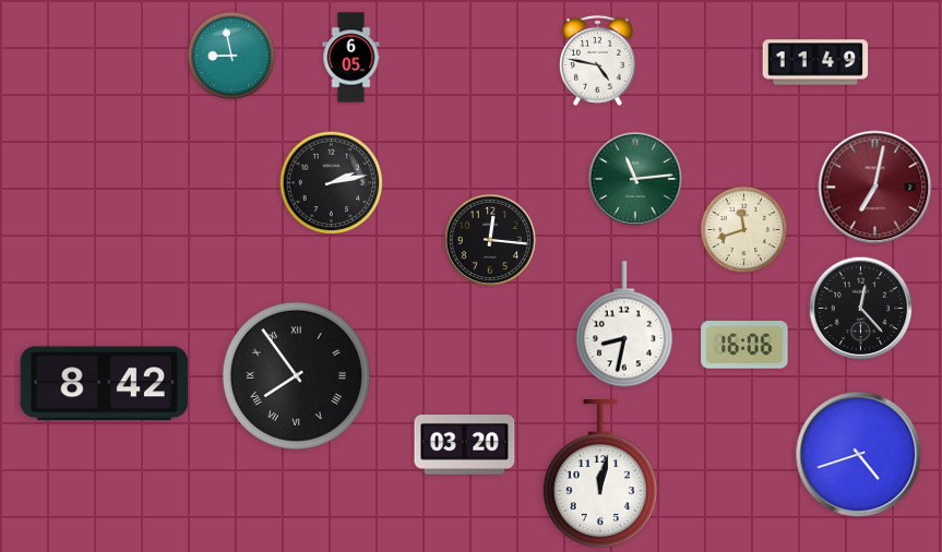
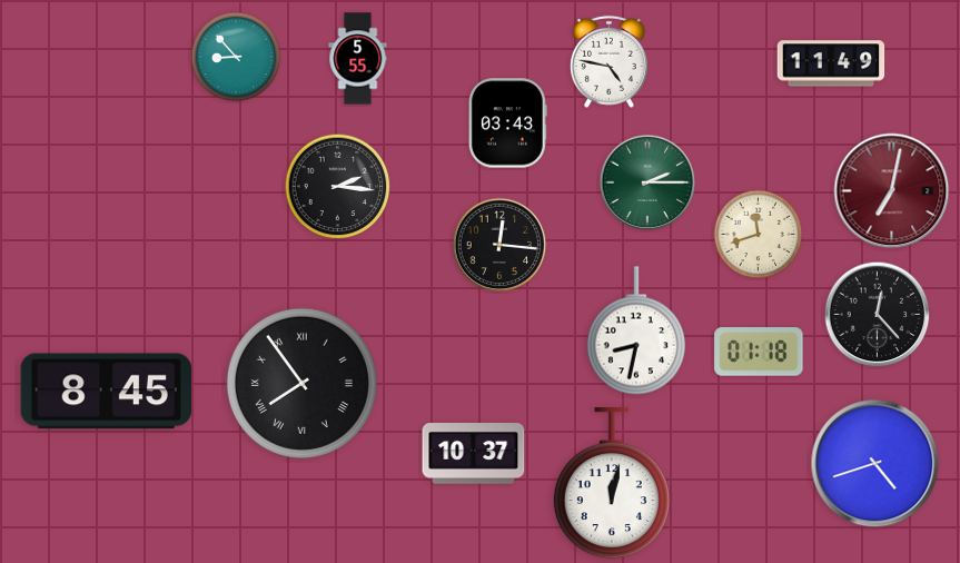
clock at (231, 56): 8:58 -> 8:53
clock at (351, 58): 6:05 -> 5:55
clock at (507, 124): none -> 03:43
clock at (635, 179): 11:14 -> 2:15
clock at (332, 183): 2:13 -> 2:16
clock at (744, 345): 16:06 -> 01:18
clock at (104, 384): 8:42 -> 8:45
clock at (465, 445): 03:20 -> 10:37
